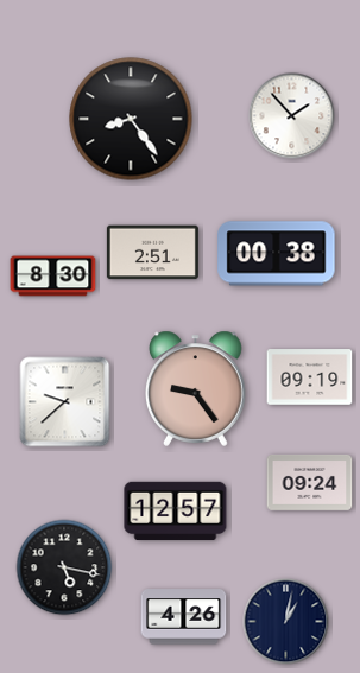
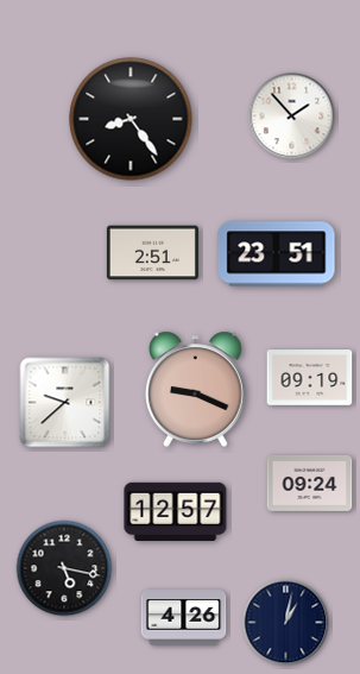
clock at (277, 254): 00:38 -> 23:51
clock at (53, 277): 8:30 -> none
clock at (196, 388): 9:24 -> 9:19
